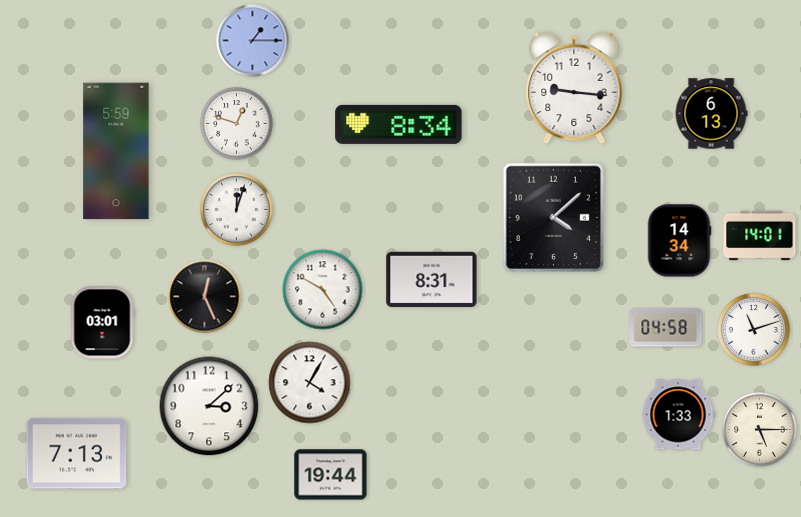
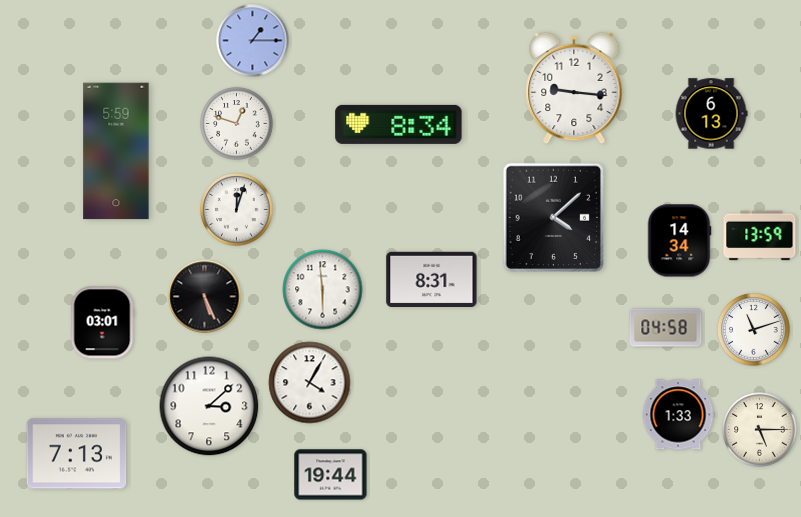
clock at (760, 236): 14:01 -> 13:59
clock at (323, 290): 4:50 -> 5:59
clock at (205, 297): 12:26 -> 5:26
